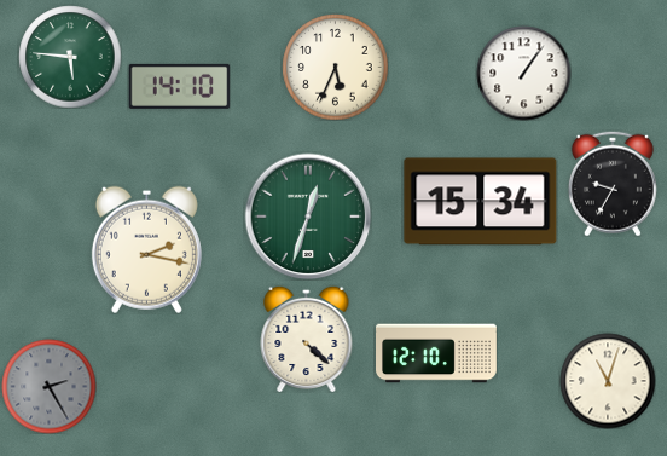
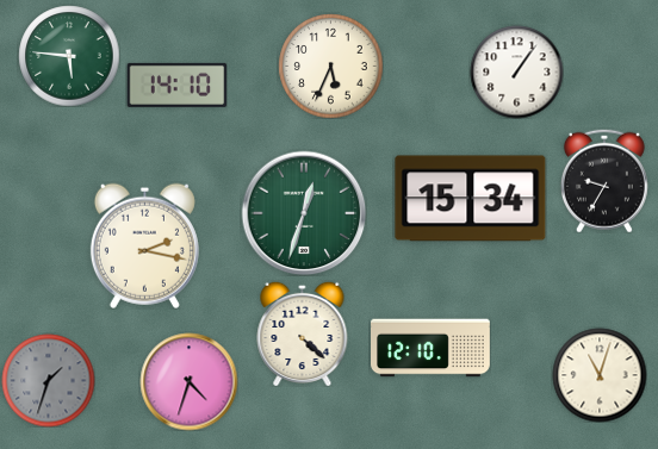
clock at (481, 202) position: (481, 202) -> (471, 199)
clock at (48, 386): 2:25 -> 1:33
clock at (188, 381): none -> 4:33
